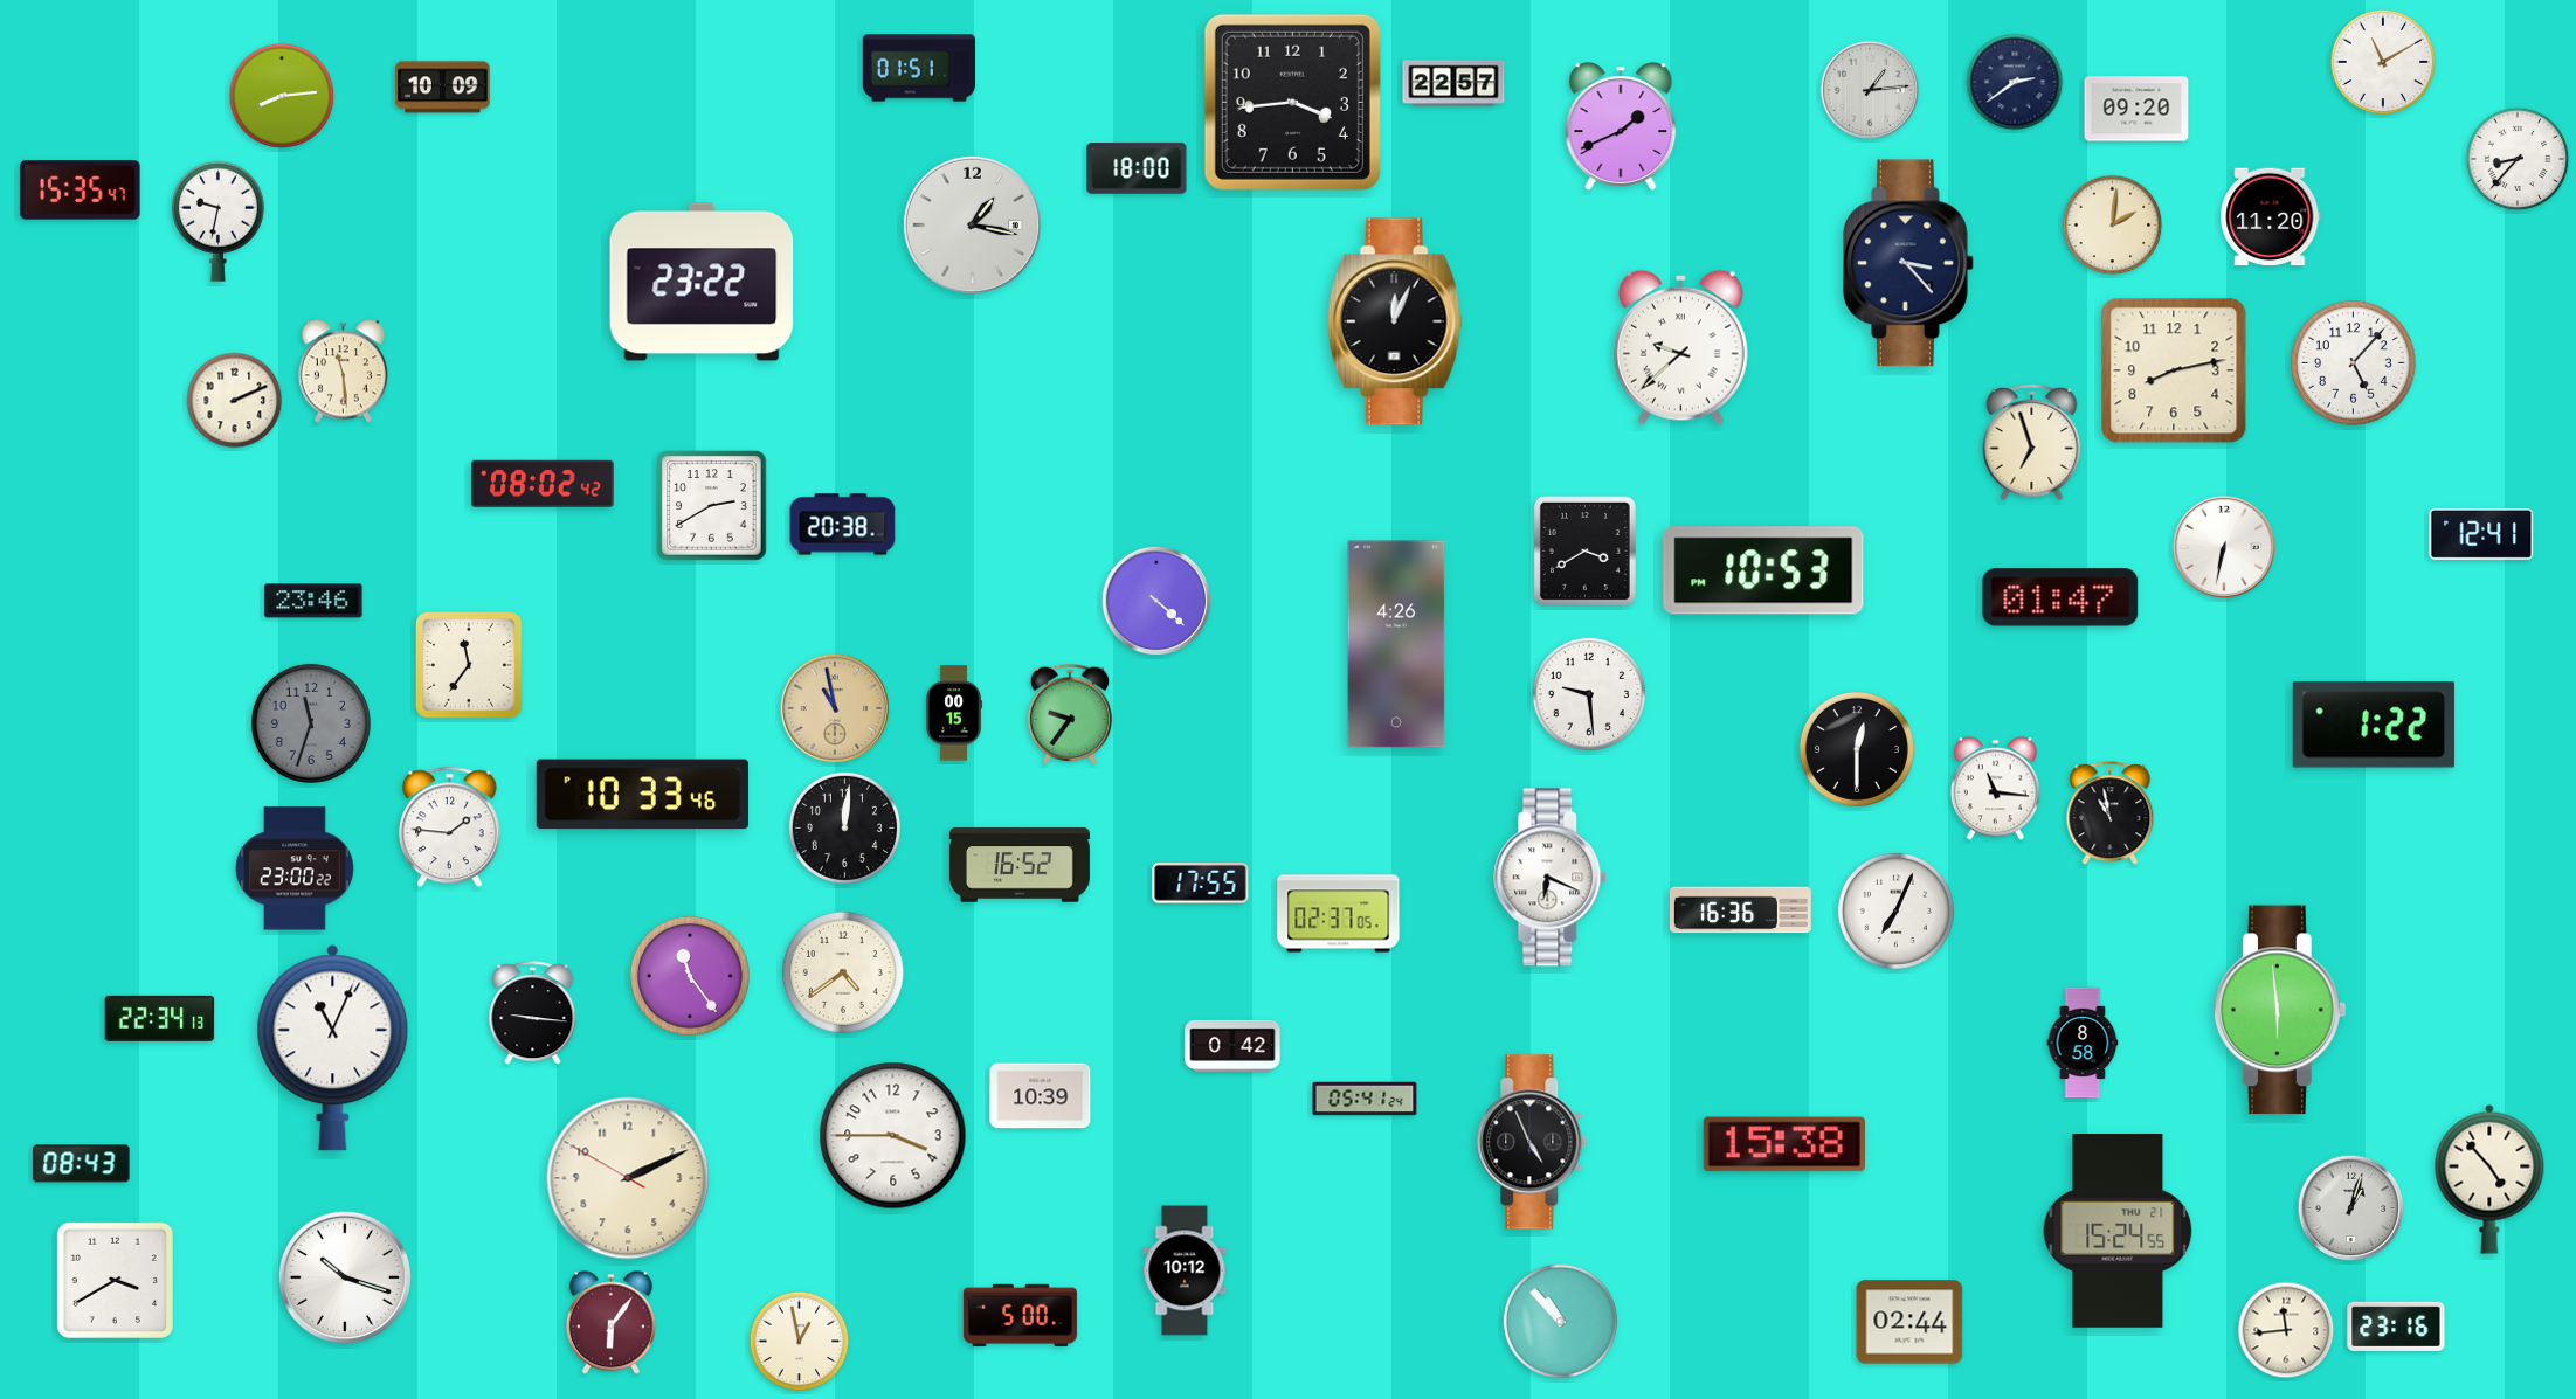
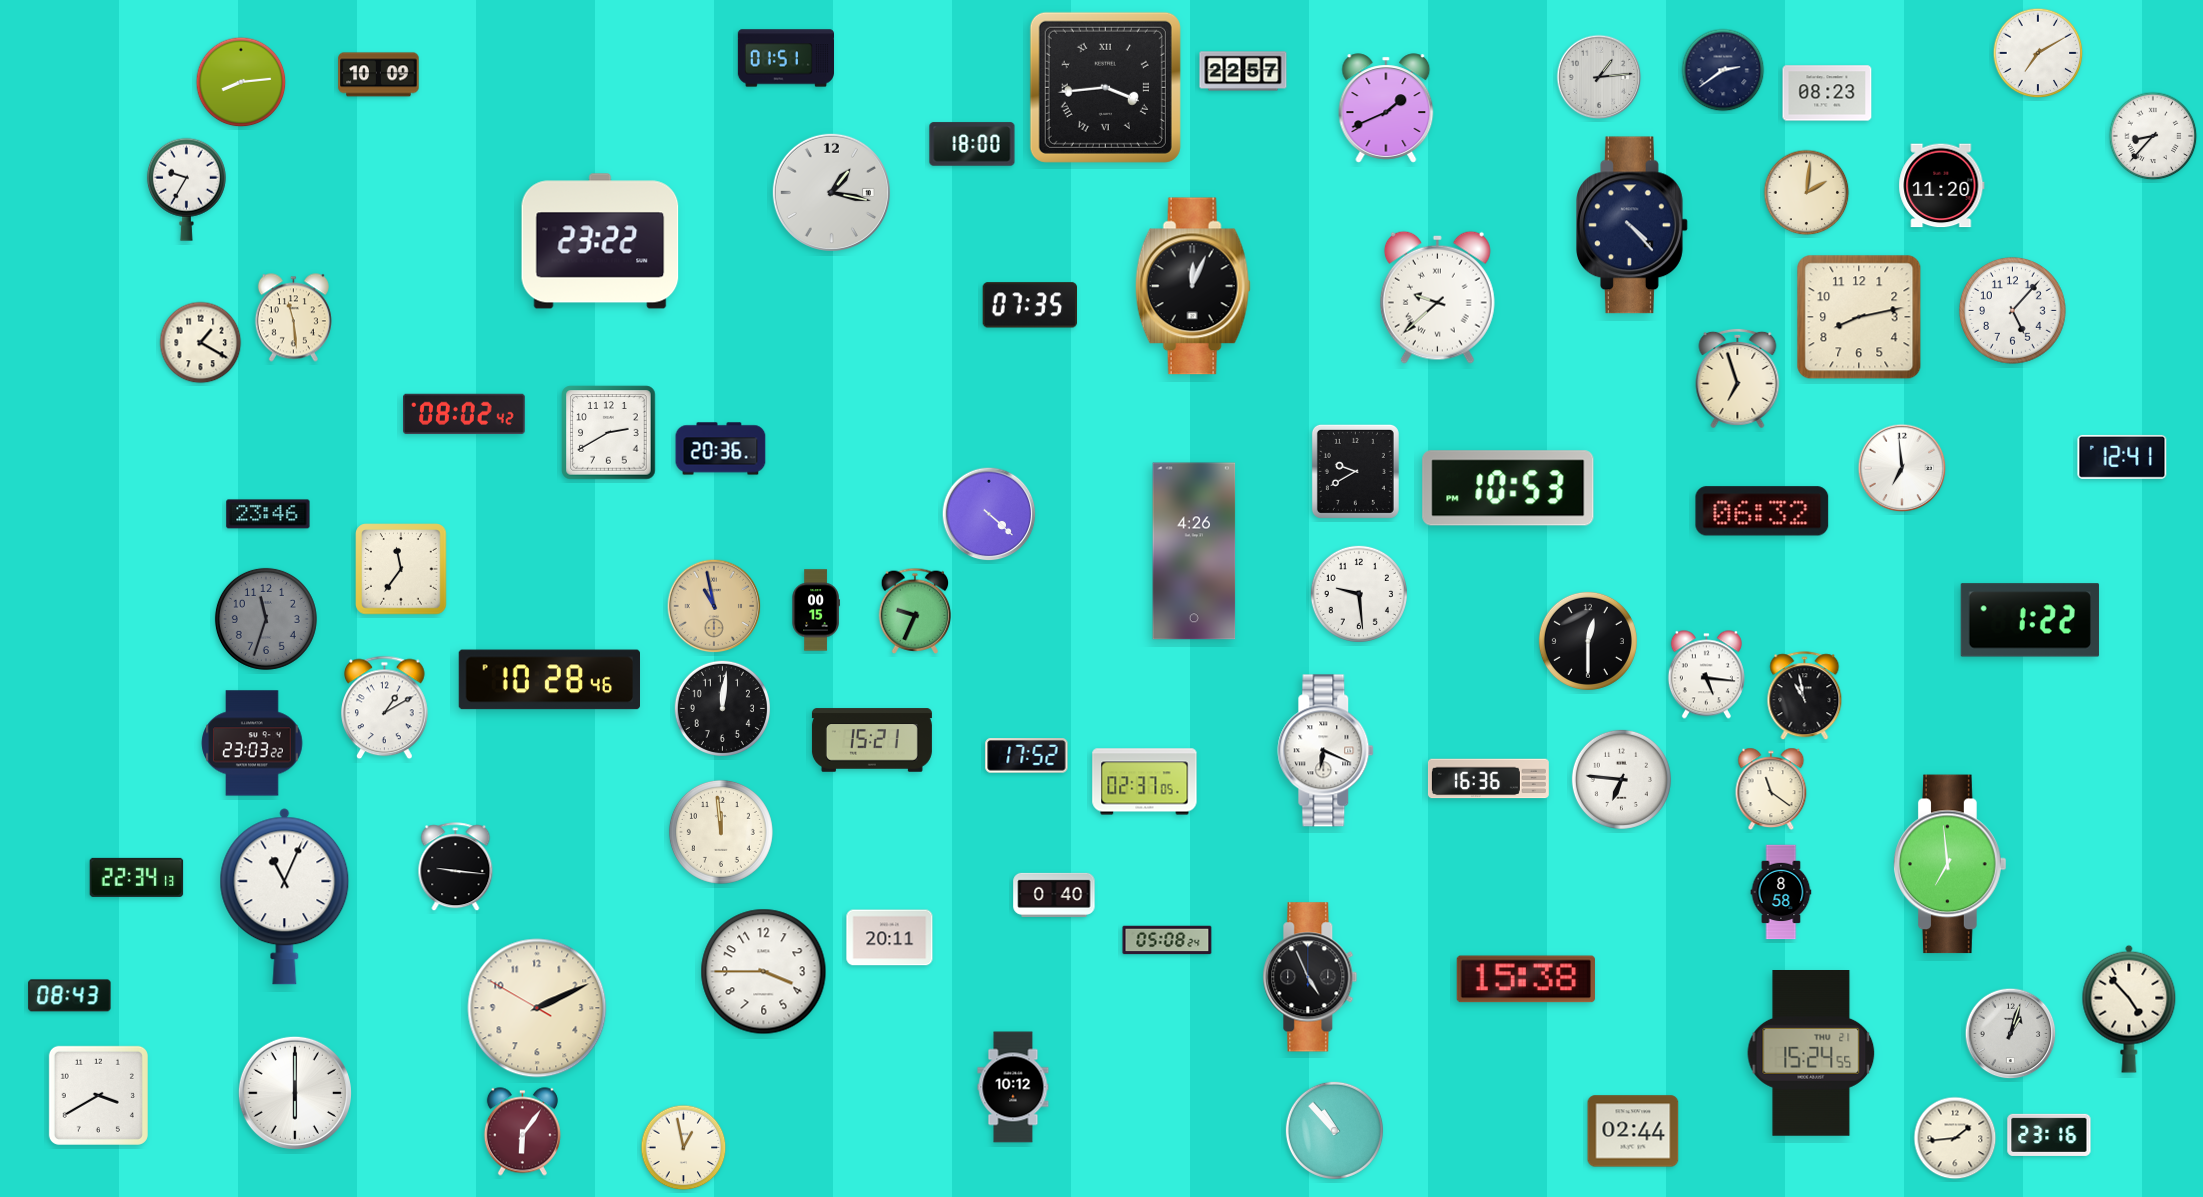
clock at (2383, 62): 11:10 -> 7:10
clock at (1292, 102) numerals: Arabic -> Roman
clock at (2136, 109): 09:20 -> 08:23
clock at (81, 191): 15:35 -> none
clock at (217, 221): 9:32 -> 9:35
clock at (1909, 263): 3:23 -> 4:23
clock at (1395, 321) position: (1395, 321) -> (1193, 286)
clock at (1029, 305): none -> 07:35
clock at (235, 401): 2:11 -> 1:20
clock at (843, 525): 20:38 -> 20:36
clock at (2224, 547): 6:32 -> 6:59
clock at (1584, 550): 3:40 -> 9:40
clock at (2060, 597): 01:47 -> 06:32
clock at (1070, 714): 9:36 -> 9:34
clock at (1995, 789): 11:16 -> 5:16
clock at (642, 795): 10:33 -> 10:28
clock at (450, 827): 1:46 -> 1:10
clock at (1020, 865): 16:52 -> 15:21
clock at (295, 868): 23:00 -> 23:03
clock at (1201, 884): 17:55 -> 17:52
clock at (1895, 910): 7:04 -> 6:46
clock at (1771, 789): none -> 11:21
clock at (843, 972): 4:39 -> 11:59
clock at (690, 976): 11:24 -> none
clock at (2280, 1010): 5:59 -> 6:59
clock at (160, 1018) position: (160, 1018) -> (137, 877)
clock at (1232, 1046): 0:42 -> 0:40
clock at (1041, 1096): 10:39 -> 20:11
clock at (1365, 1099): 05:41 -> 05:08
clock at (345, 1277): 10:18 -> 6:00
clock at (1020, 1315): 5:00 -> none
clock at (2286, 1330): 11:44 -> 1:44
